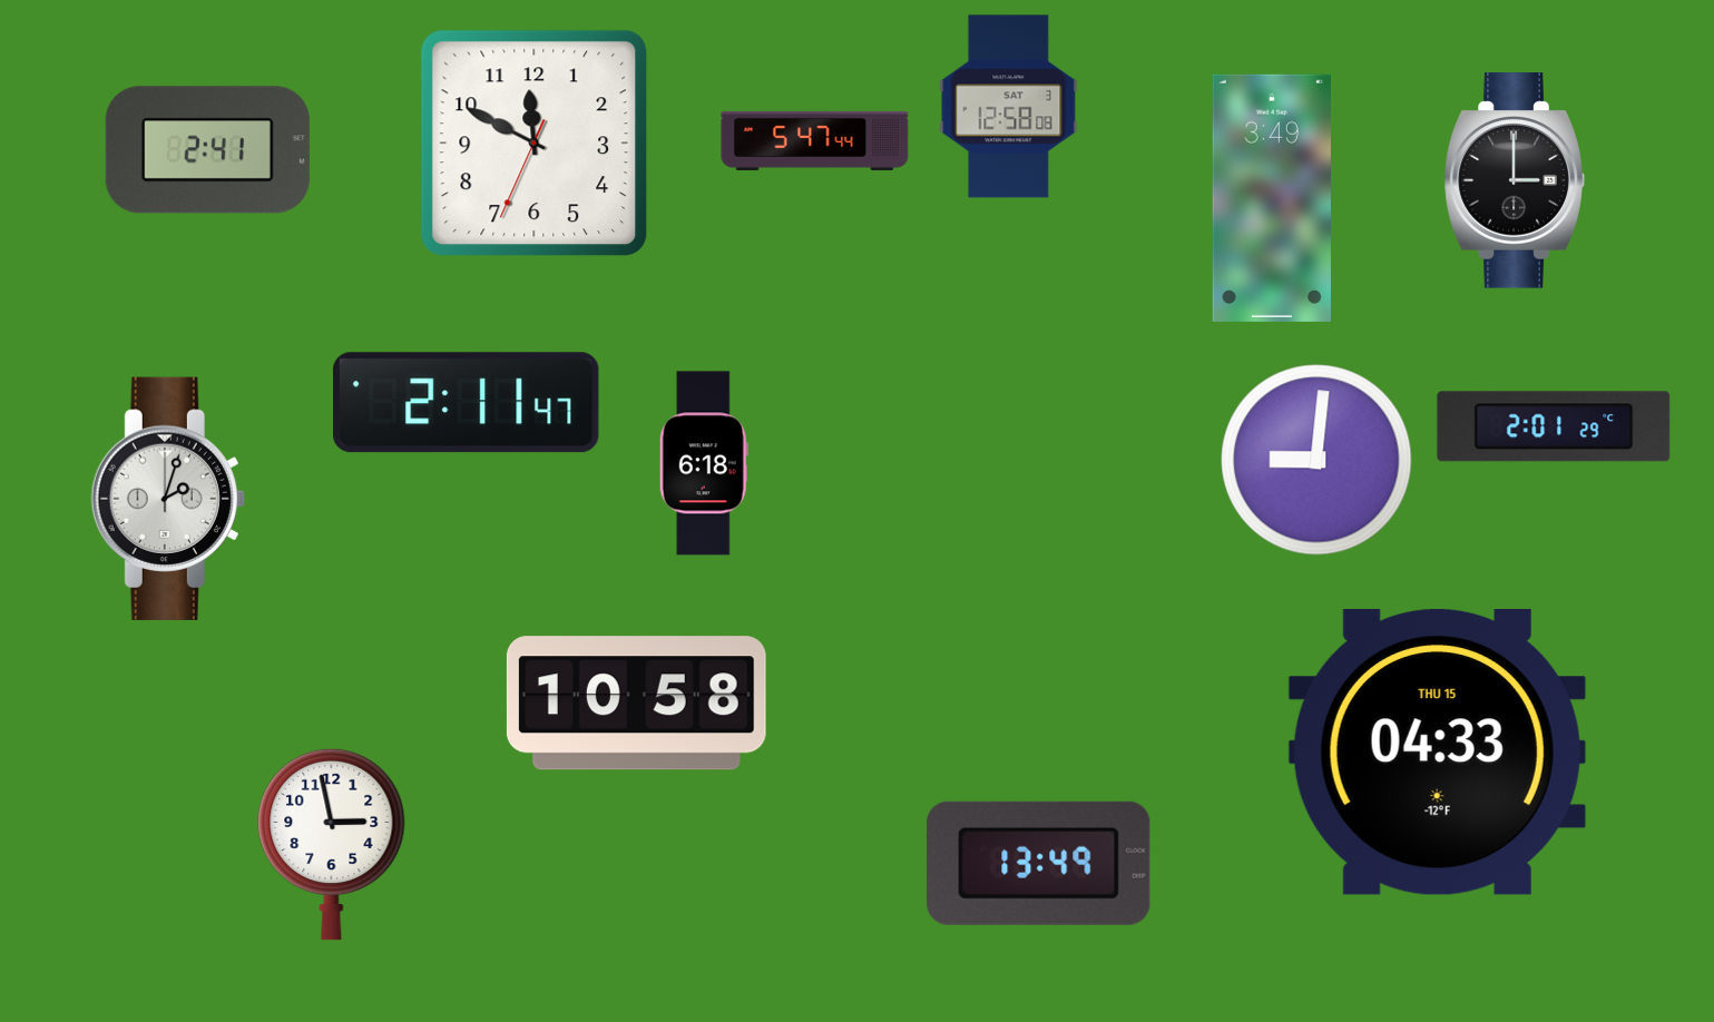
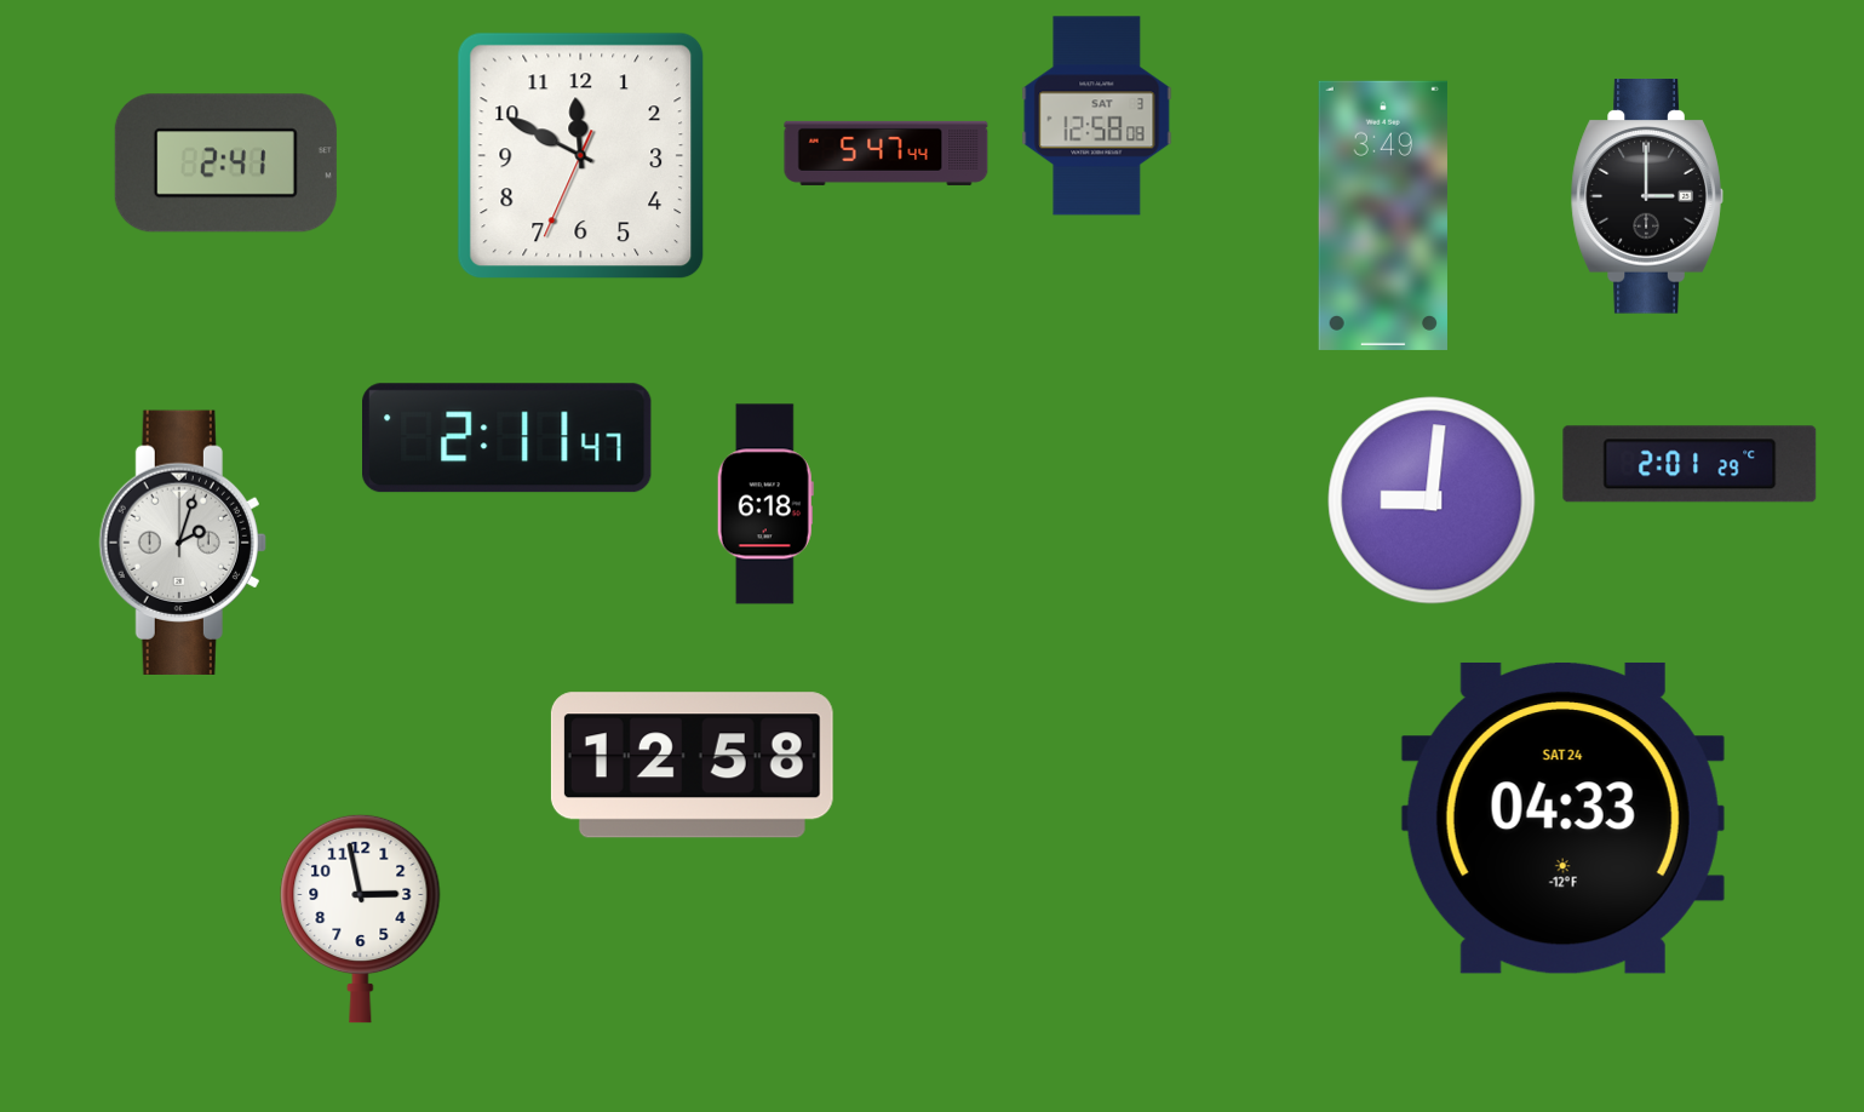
clock at (636, 704): 10:58 -> 12:58
clock at (1437, 751) date: THU 15 -> SAT 24
clock at (1039, 863): 13:49 -> none
